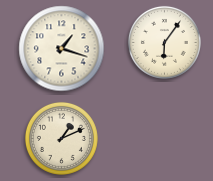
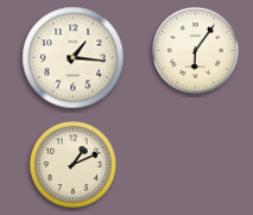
clock at (62, 49): 1:18 -> 1:16
